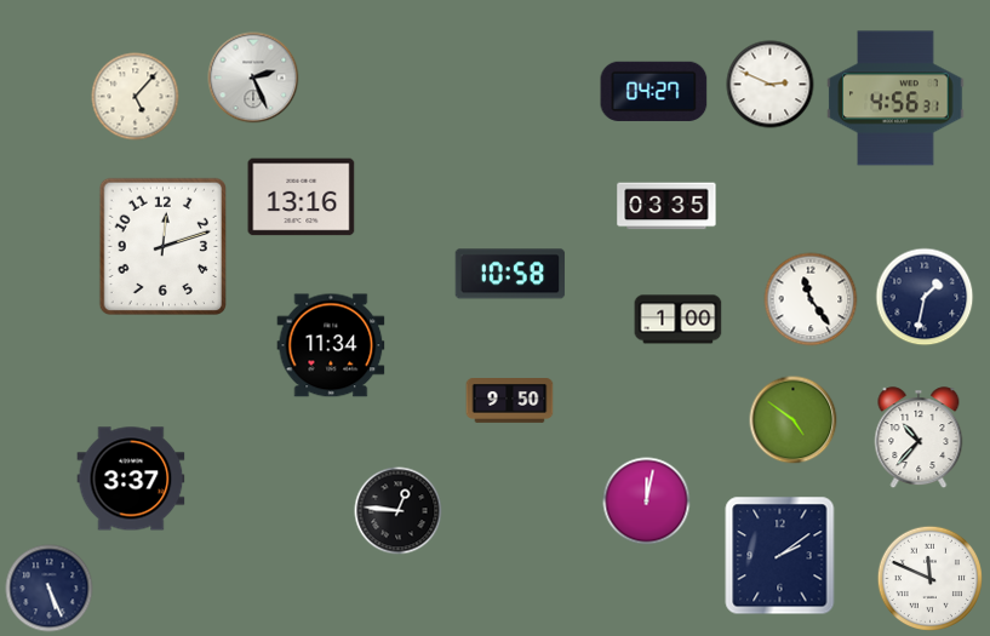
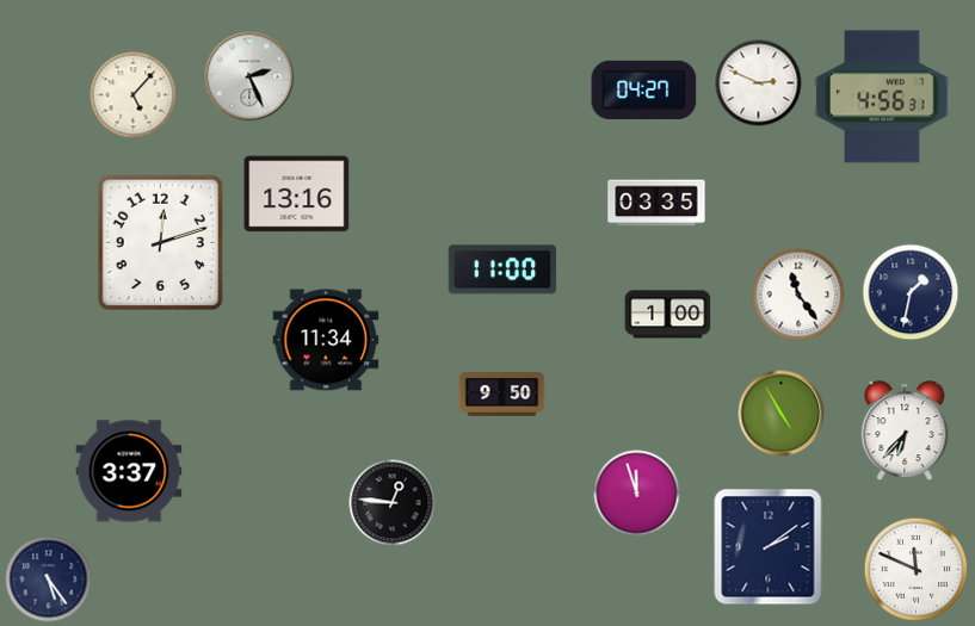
clock at (510, 274): 10:58 -> 11:00
clock at (794, 420): 4:51 -> 4:55
clock at (919, 439): 10:37 -> 6:37
clock at (647, 502): 12:02 -> 11:57
clock at (50, 589): 5:26 -> 5:24
